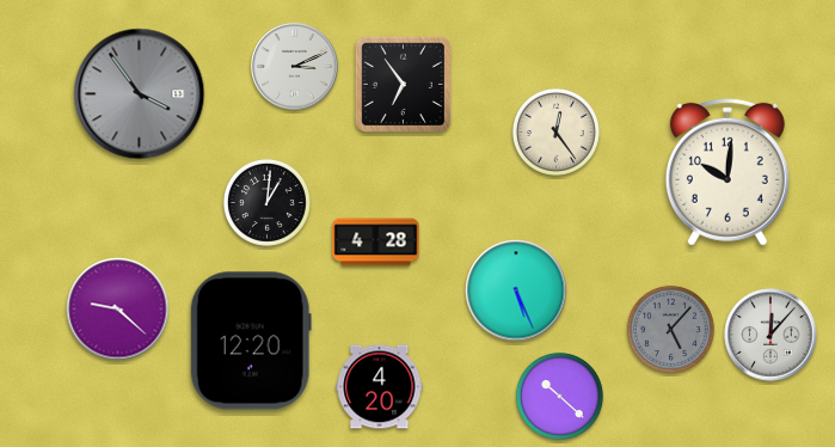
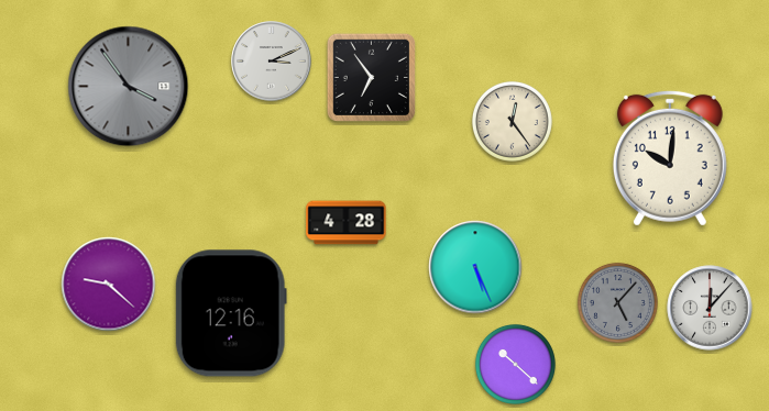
clock at (266, 202): 1:01 -> none
clock at (251, 341): 12:20 -> 12:16
clock at (380, 387): 4:20 -> none
